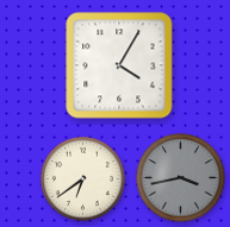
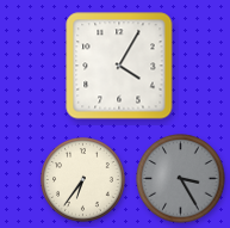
clock at (181, 178): 3:43 -> 3:25
clock at (83, 179): 6:39 -> 6:36
